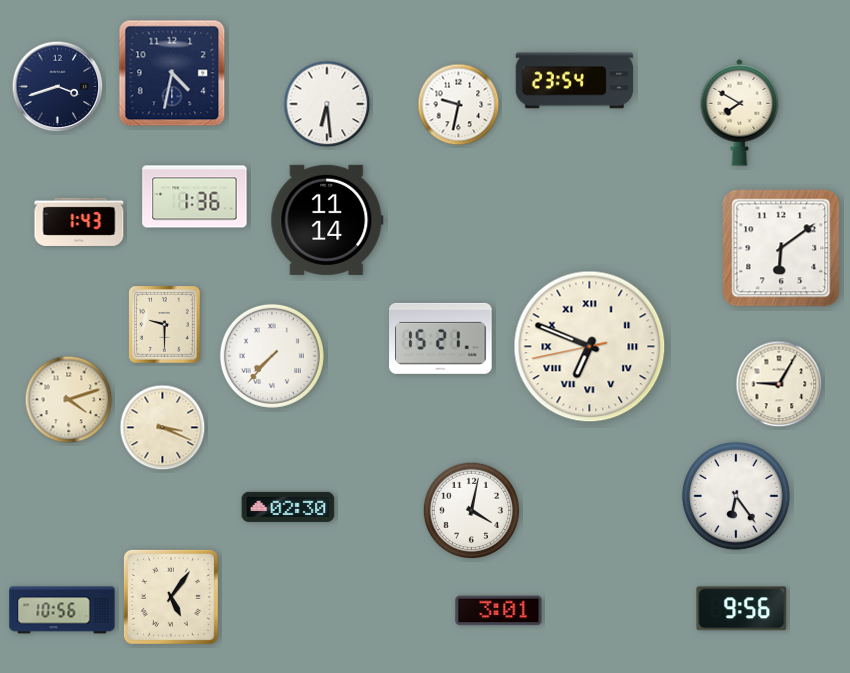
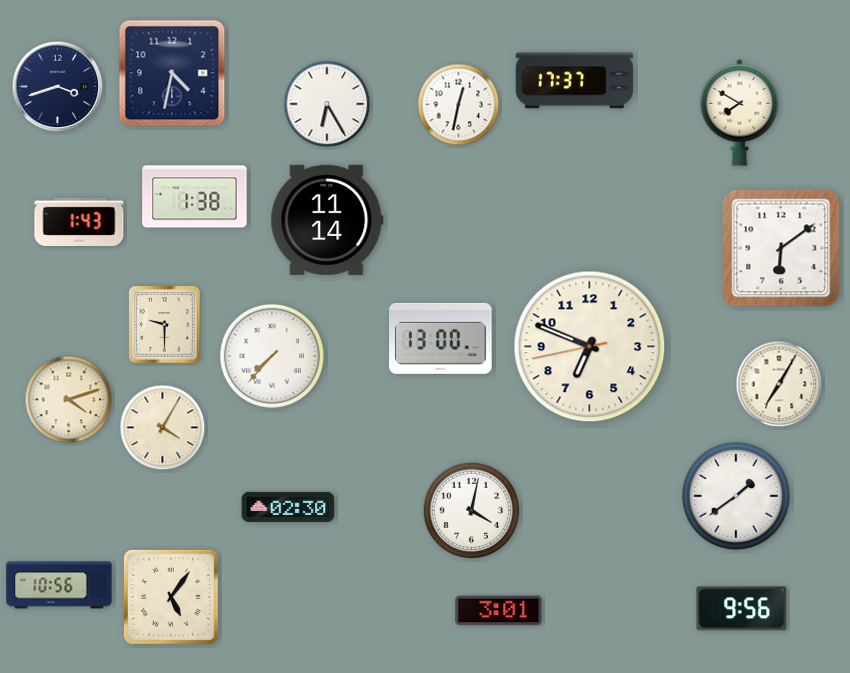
clock at (575, 81): 23:54 -> 17:37
clock at (327, 104): 6:29 -> 6:25
clock at (459, 105): 9:32 -> 12:32
clock at (195, 197): 1:36 -> 1:38
clock at (441, 338): 15:21 -> 13:00
clock at (590, 347) numerals: Roman -> Arabic
clock at (779, 384): 9:05 -> 7:05
clock at (163, 428): 3:19 -> 4:05
clock at (736, 496): 6:24 -> 1:39
clock at (62, 610) position: (62, 610) -> (59, 585)
